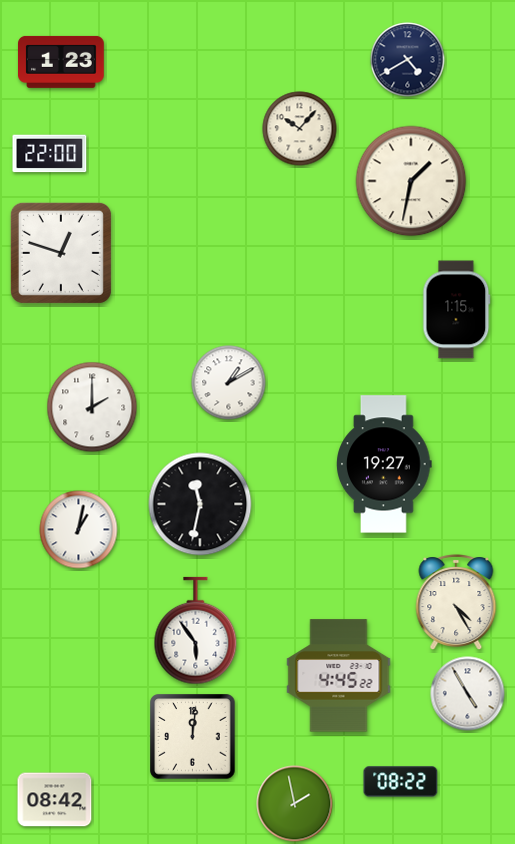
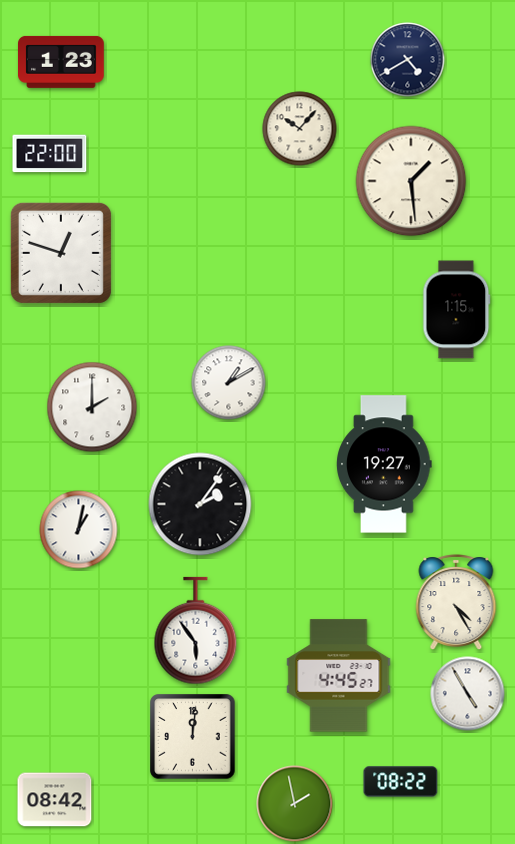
clock at (411, 181): 1:32 -> 1:29
clock at (200, 504): 11:32 -> 2:06
clock at (339, 676): 4:45:22 -> 4:45:27
